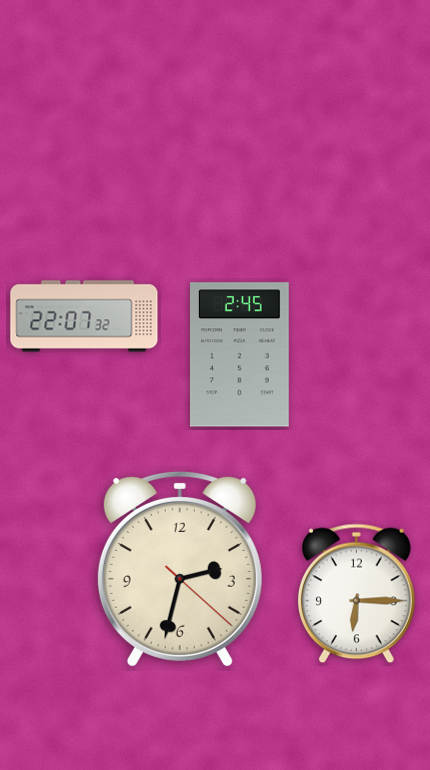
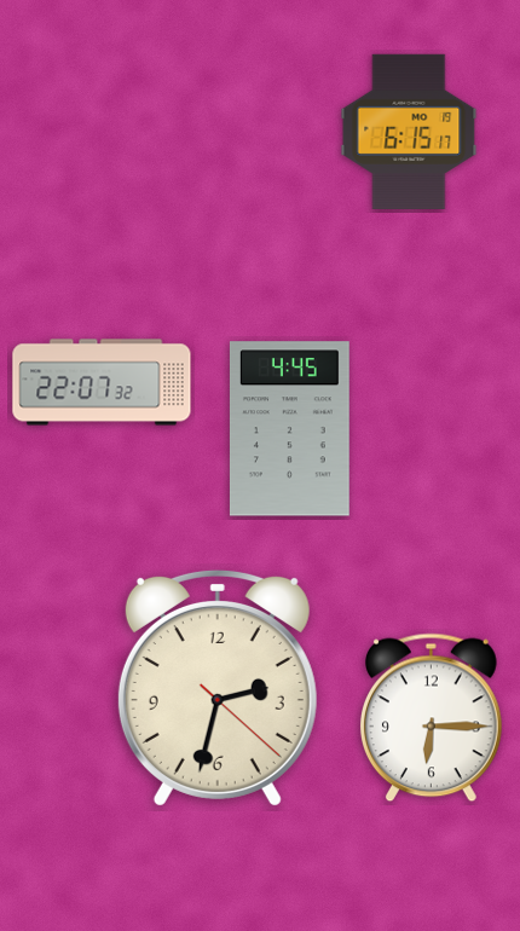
clock at (409, 132): none -> 6:15
clock at (239, 355): 2:45 -> 4:45
